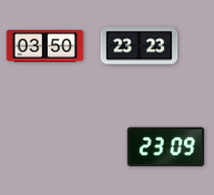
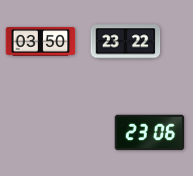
clock at (140, 47): 23:23 -> 23:22
clock at (166, 147): 23:09 -> 23:06
